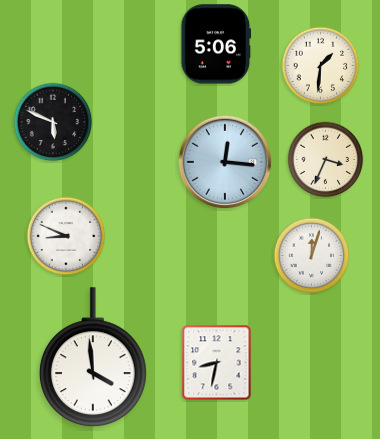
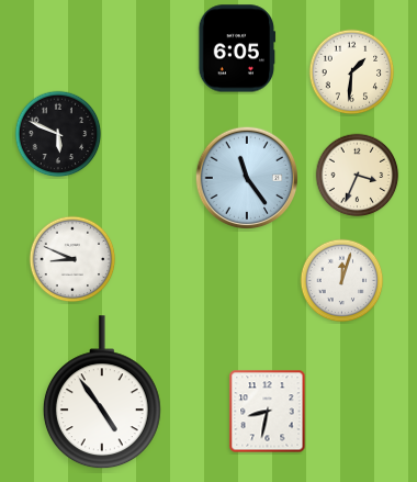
clock at (216, 44): 5:06 -> 6:05
clock at (225, 162): 12:16 -> 11:24
clock at (93, 358): 3:59 -> 4:54
clock at (217, 363) position: (217, 363) -> (268, 412)
